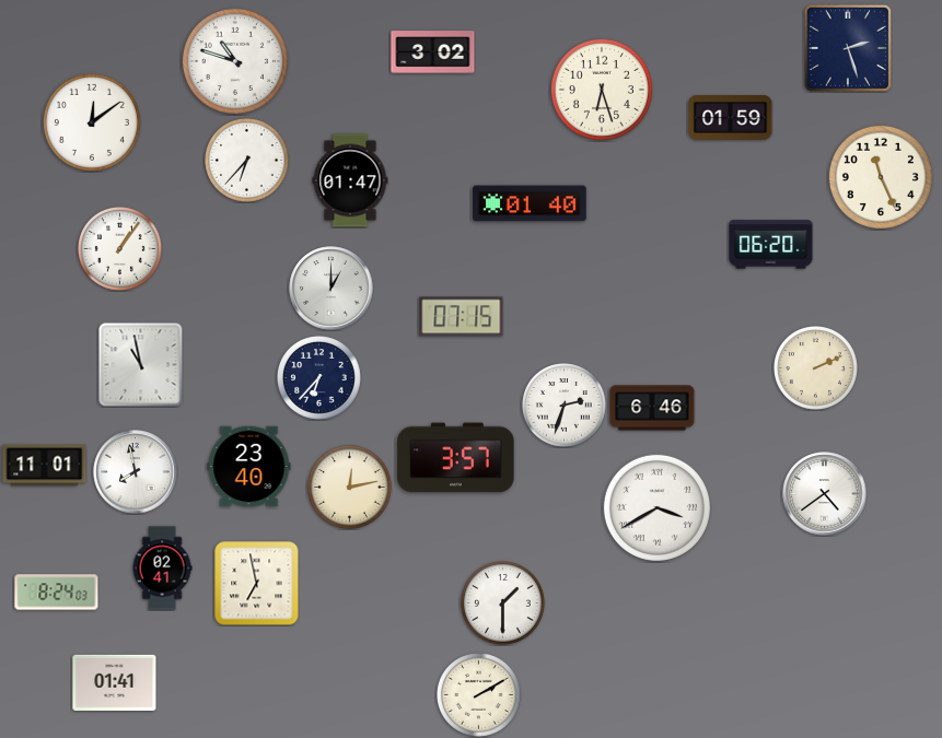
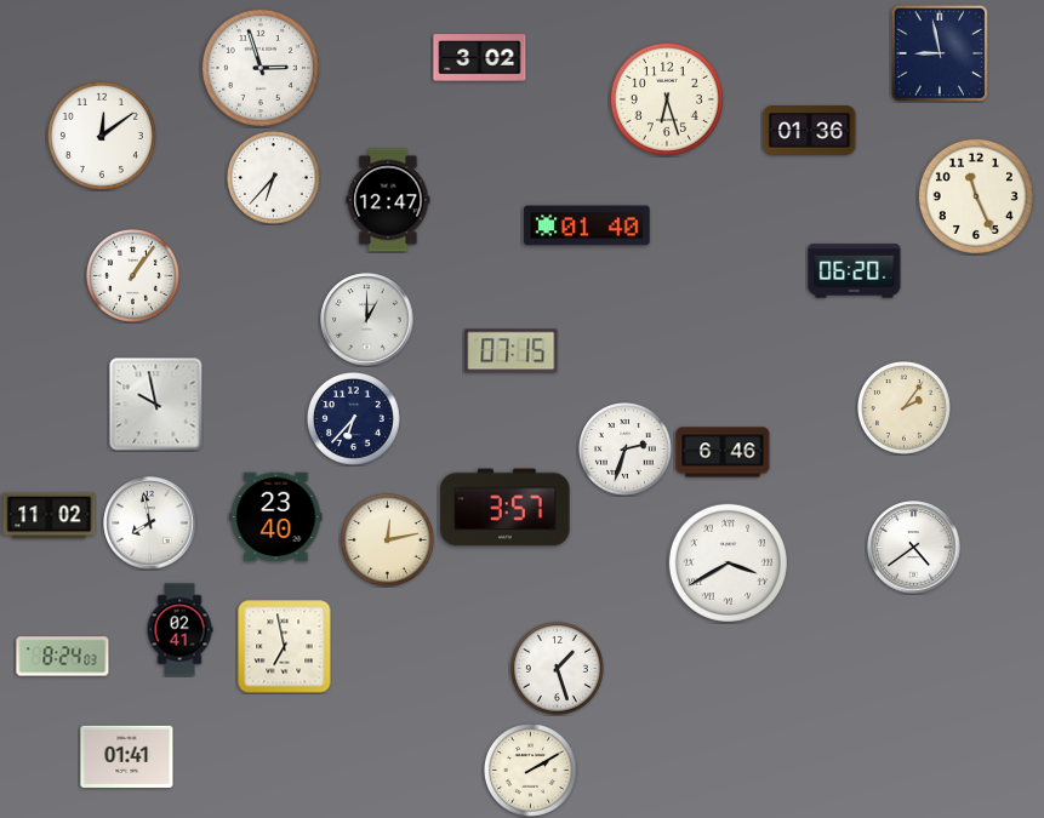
clock at (848, 48): 2:27 -> 8:58
clock at (235, 61): 10:48 -> 2:57
clock at (731, 118): 01:59 -> 01:36
clock at (350, 180): 01:47 -> 12:47
clock at (141, 365): 10:58 -> 9:58
clock at (816, 368): 2:11 -> 2:06
clock at (45, 466): 11:01 -> 11:02
clock at (503, 604): 1:30 -> 1:27
